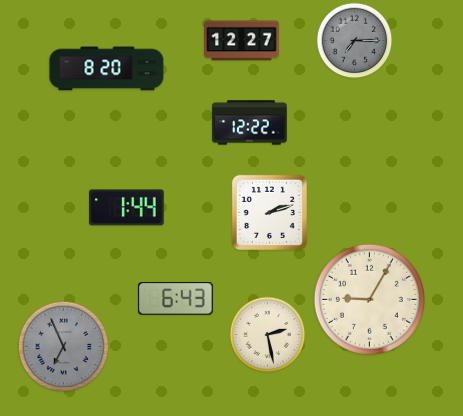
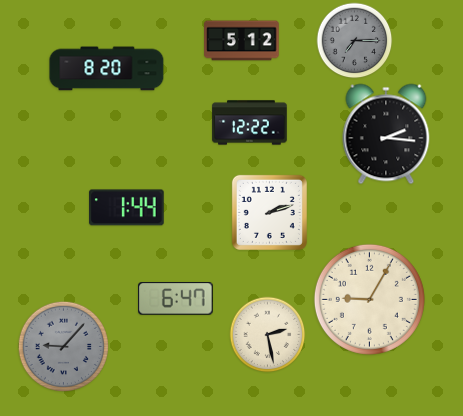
clock at (242, 41): 12:27 -> 5:12
clock at (386, 134): none -> 2:16
clock at (176, 299): 6:43 -> 6:47
clock at (63, 346): 6:56 -> 9:07
